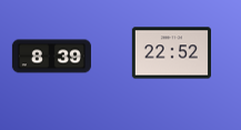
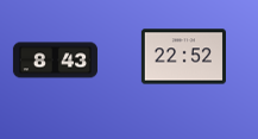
clock at (51, 57): 8:39 -> 8:43
